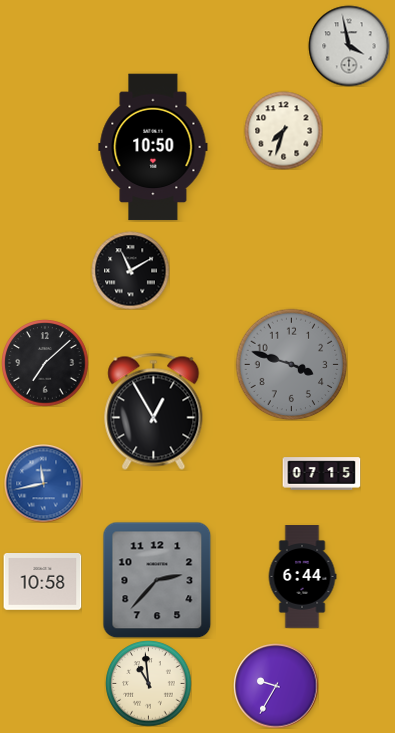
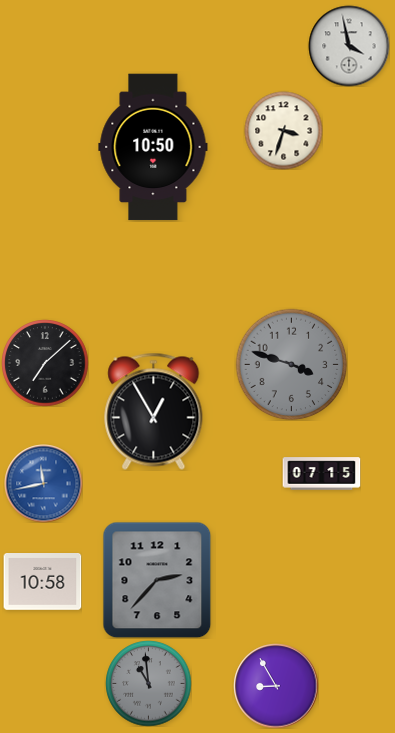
clock at (283, 130): 7:33 -> 3:33
clock at (130, 270): 11:10 -> none
clock at (302, 577): 6:44 -> none
clock at (148, 683) dial: cream -> grey
clock at (276, 686): 9:35 -> 8:55
